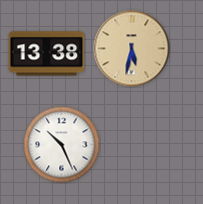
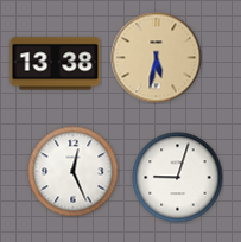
clock at (62, 145): 10:26 -> 12:26
clock at (178, 178): none -> 9:03
